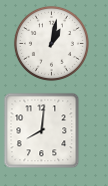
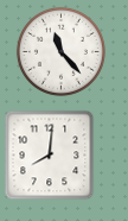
clock at (51, 43): 1:02 -> 11:23
